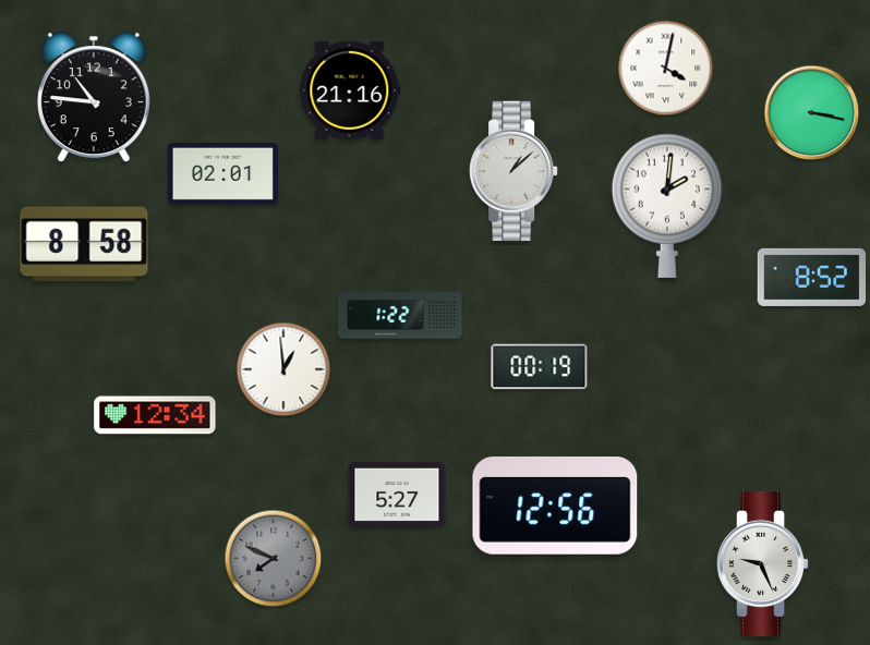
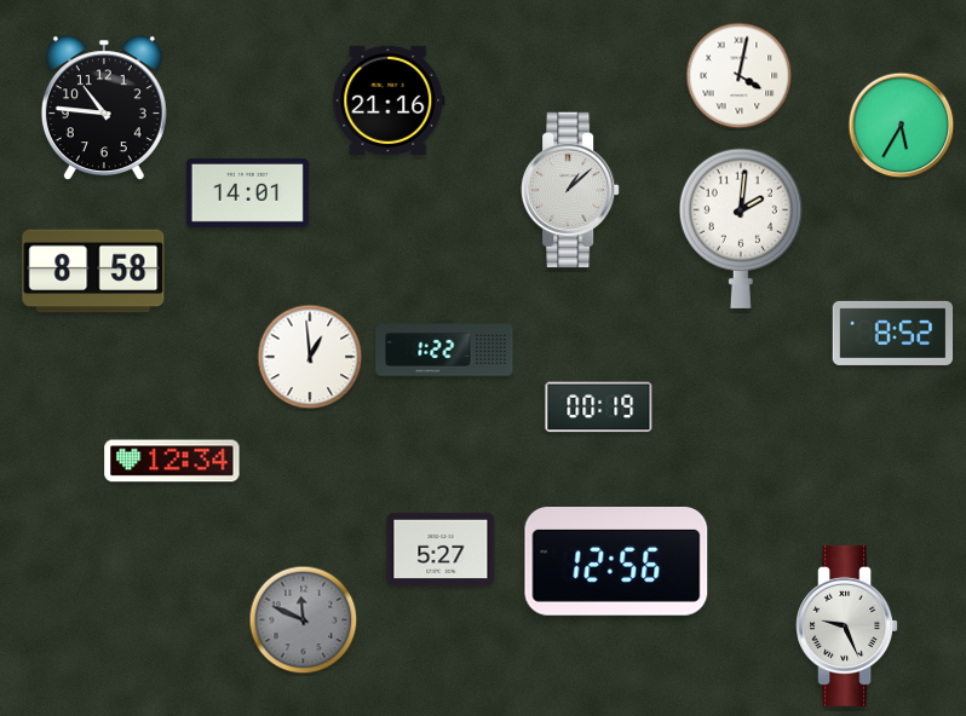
clock at (812, 113): 3:17 -> 5:35
clock at (222, 173): 02:01 -> 14:01
clock at (812, 277) position: (812, 277) -> (893, 333)
clock at (283, 369) position: (283, 369) -> (310, 357)
clock at (274, 559): 7:49 -> 11:49
